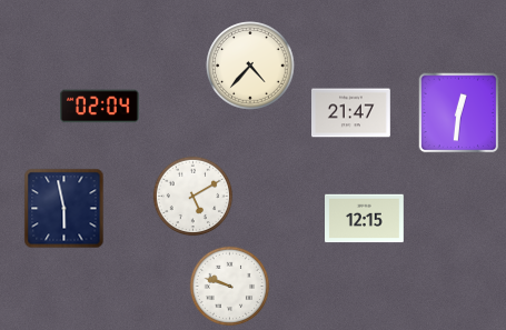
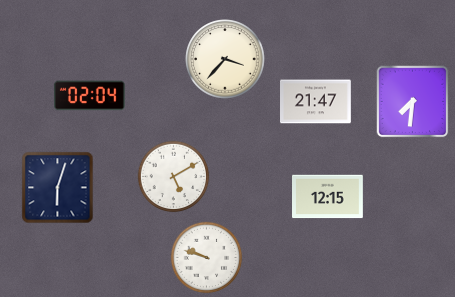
clock at (250, 66): 4:37 -> 3:37
clock at (459, 113): 12:31 -> 7:31
clock at (65, 209): 5:58 -> 6:03
